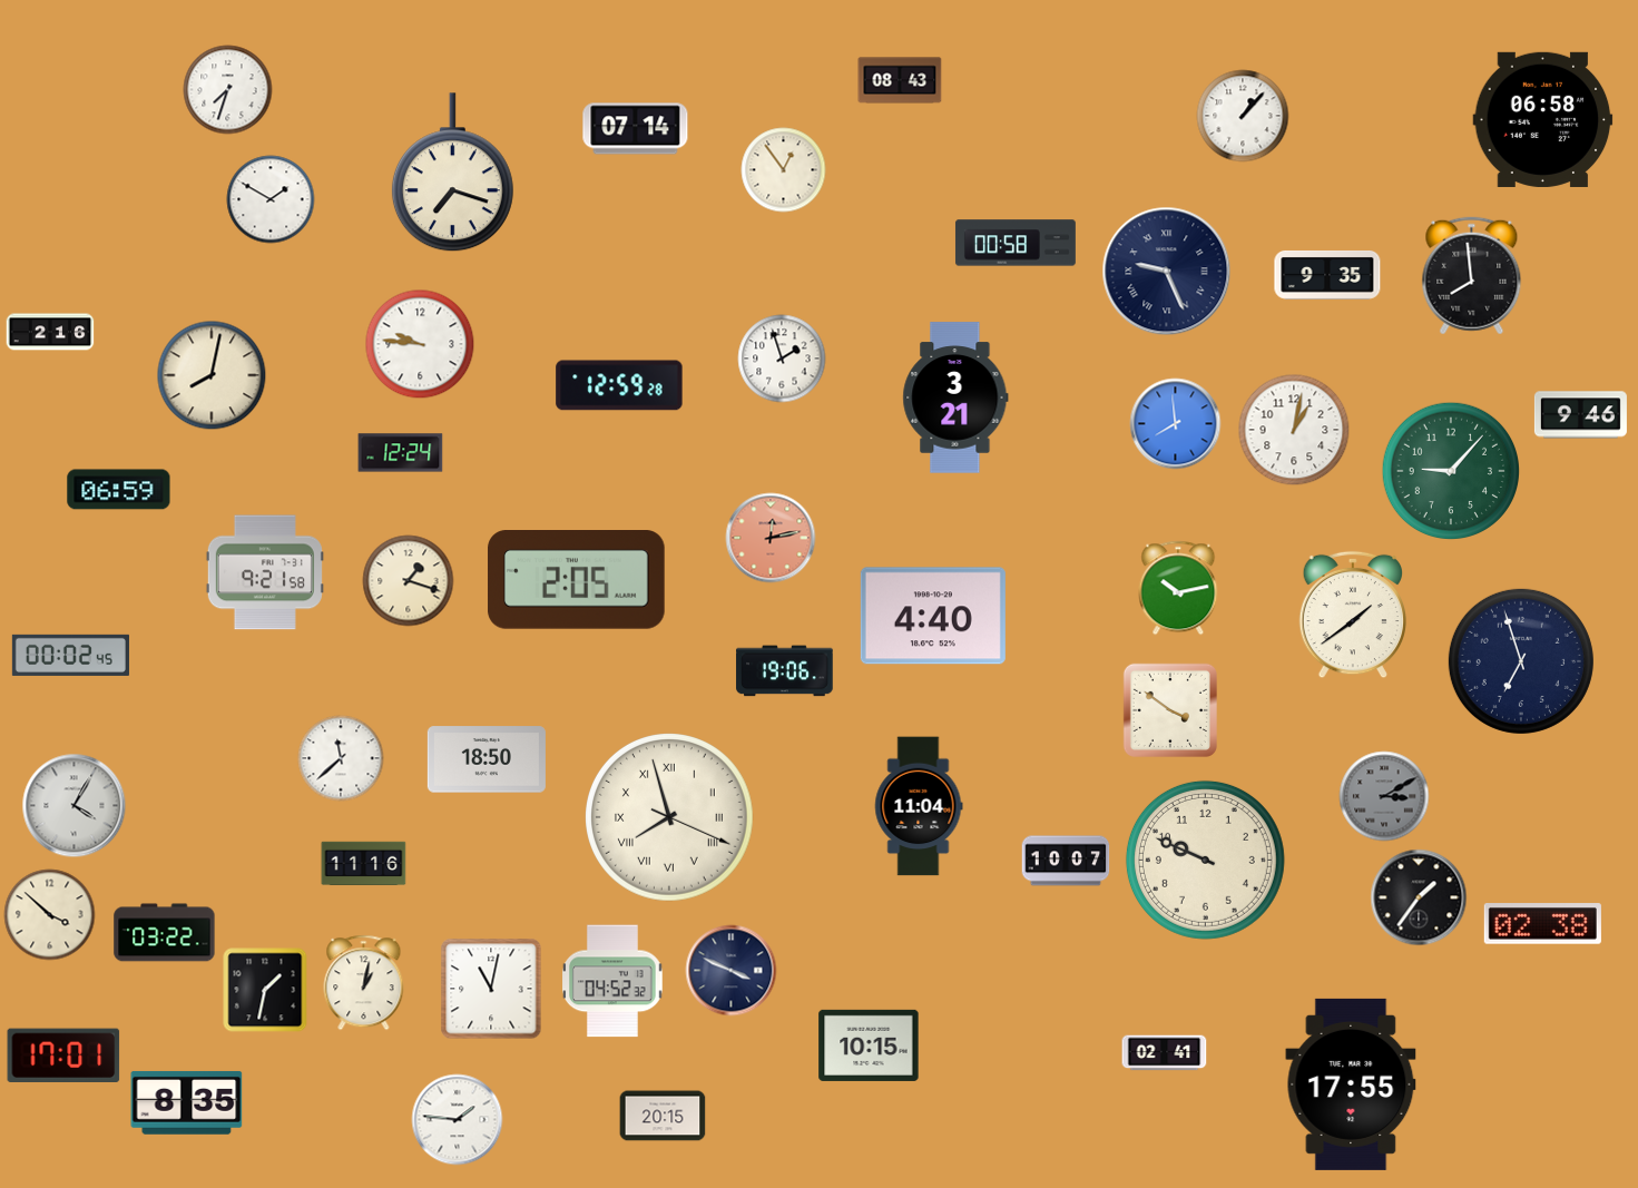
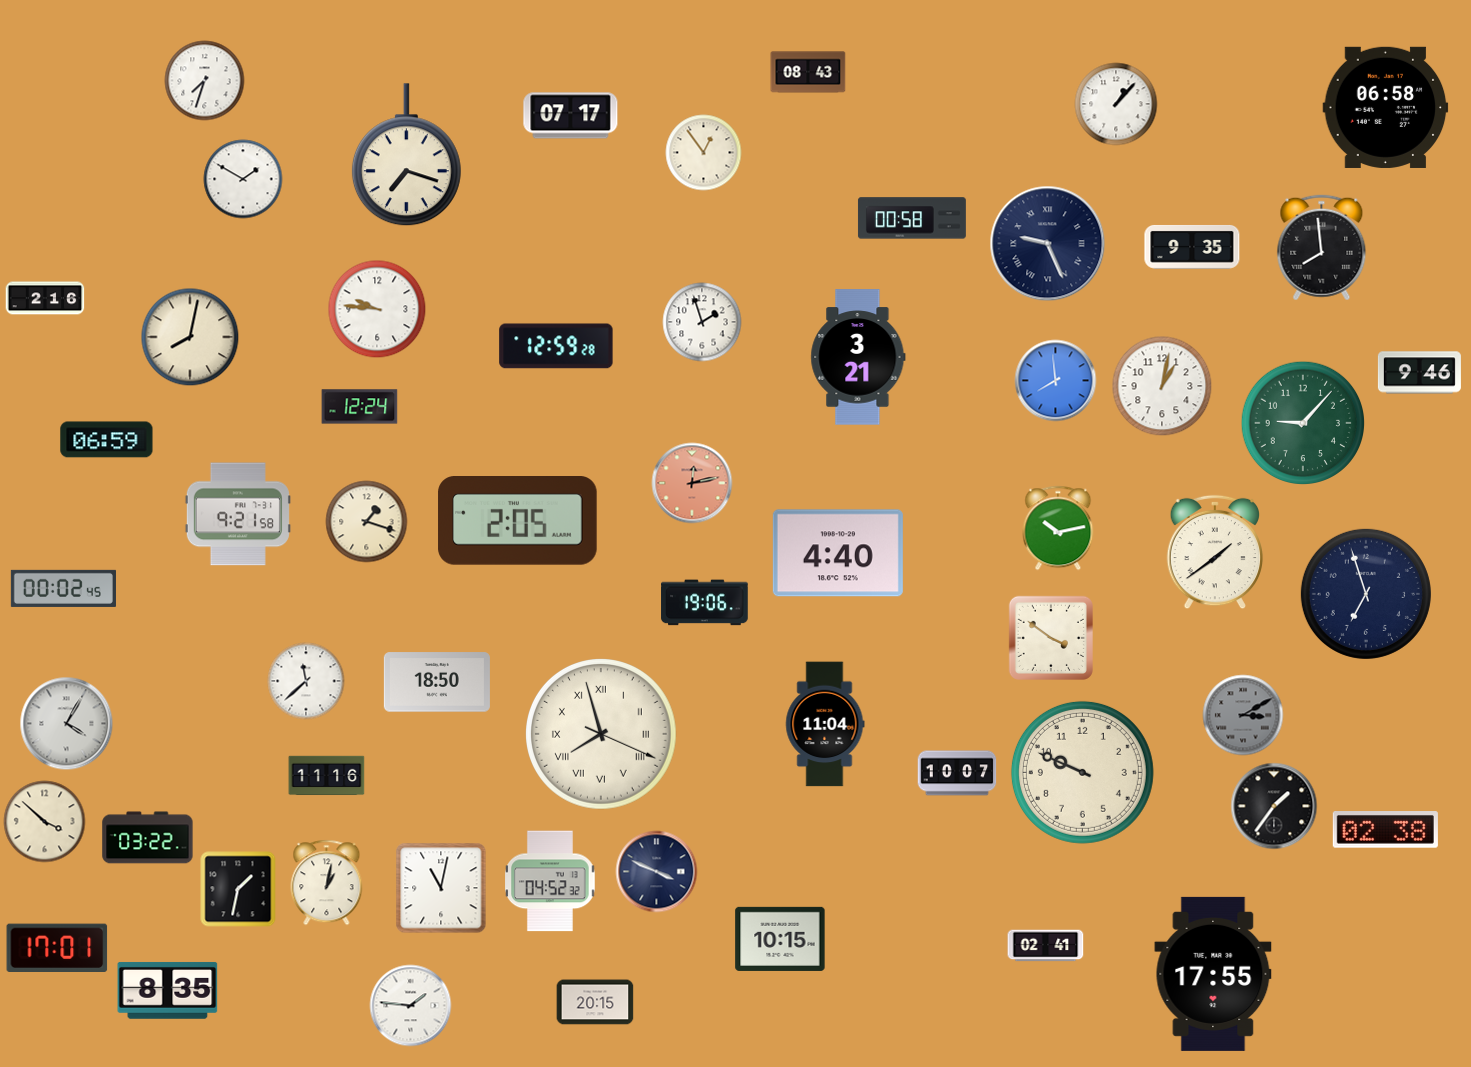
clock at (636, 129): 07:14 -> 07:17
